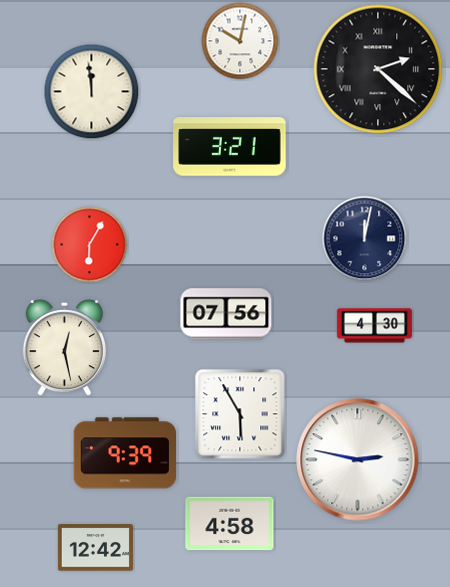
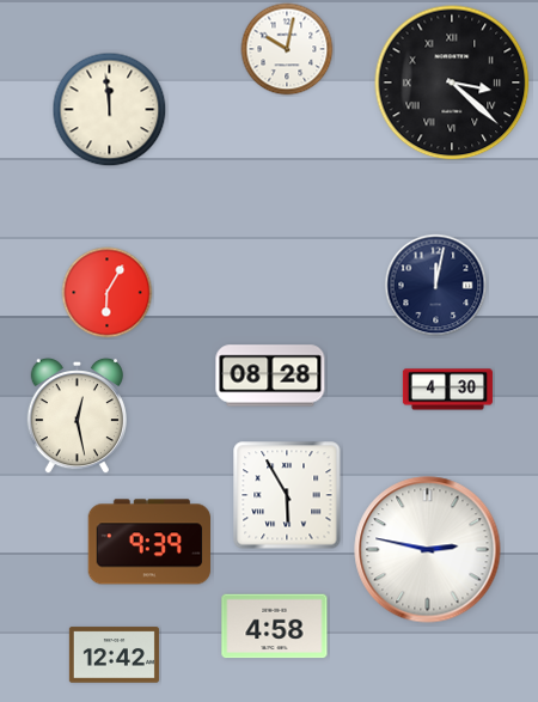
clock at (378, 69): 2:22 -> 3:22
clock at (230, 147): 3:21 -> none
clock at (226, 314): 07:56 -> 08:28
